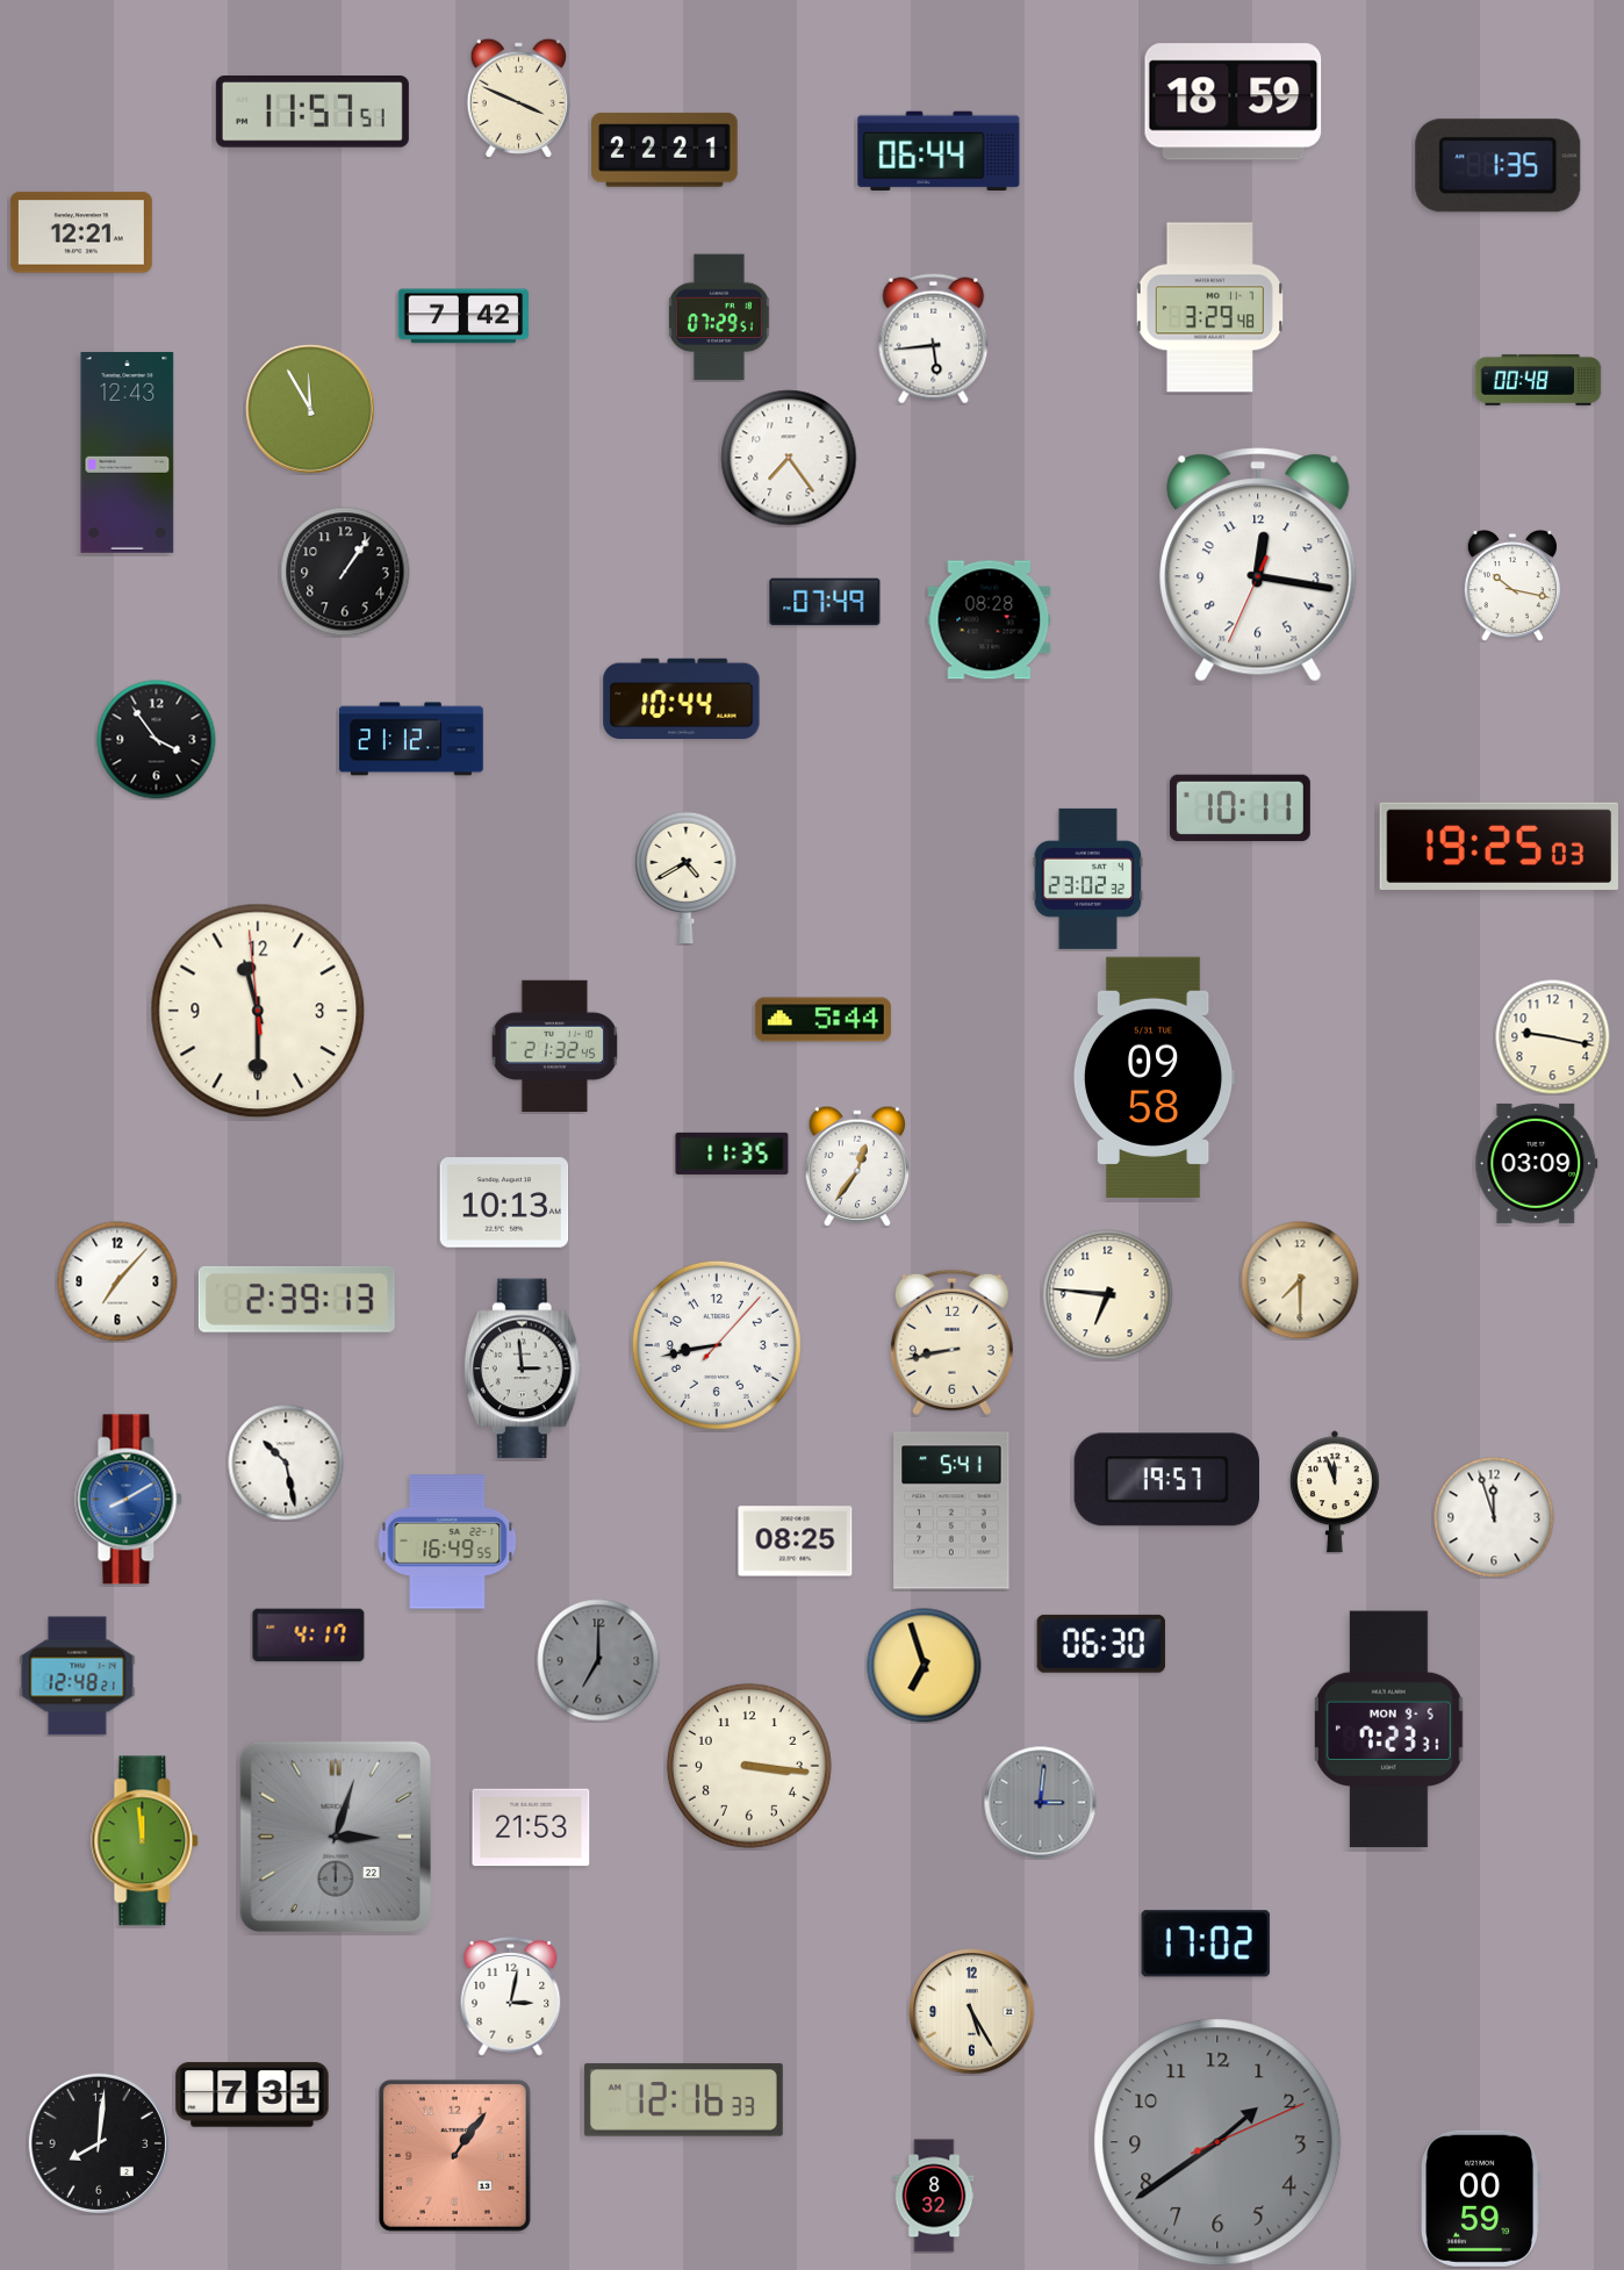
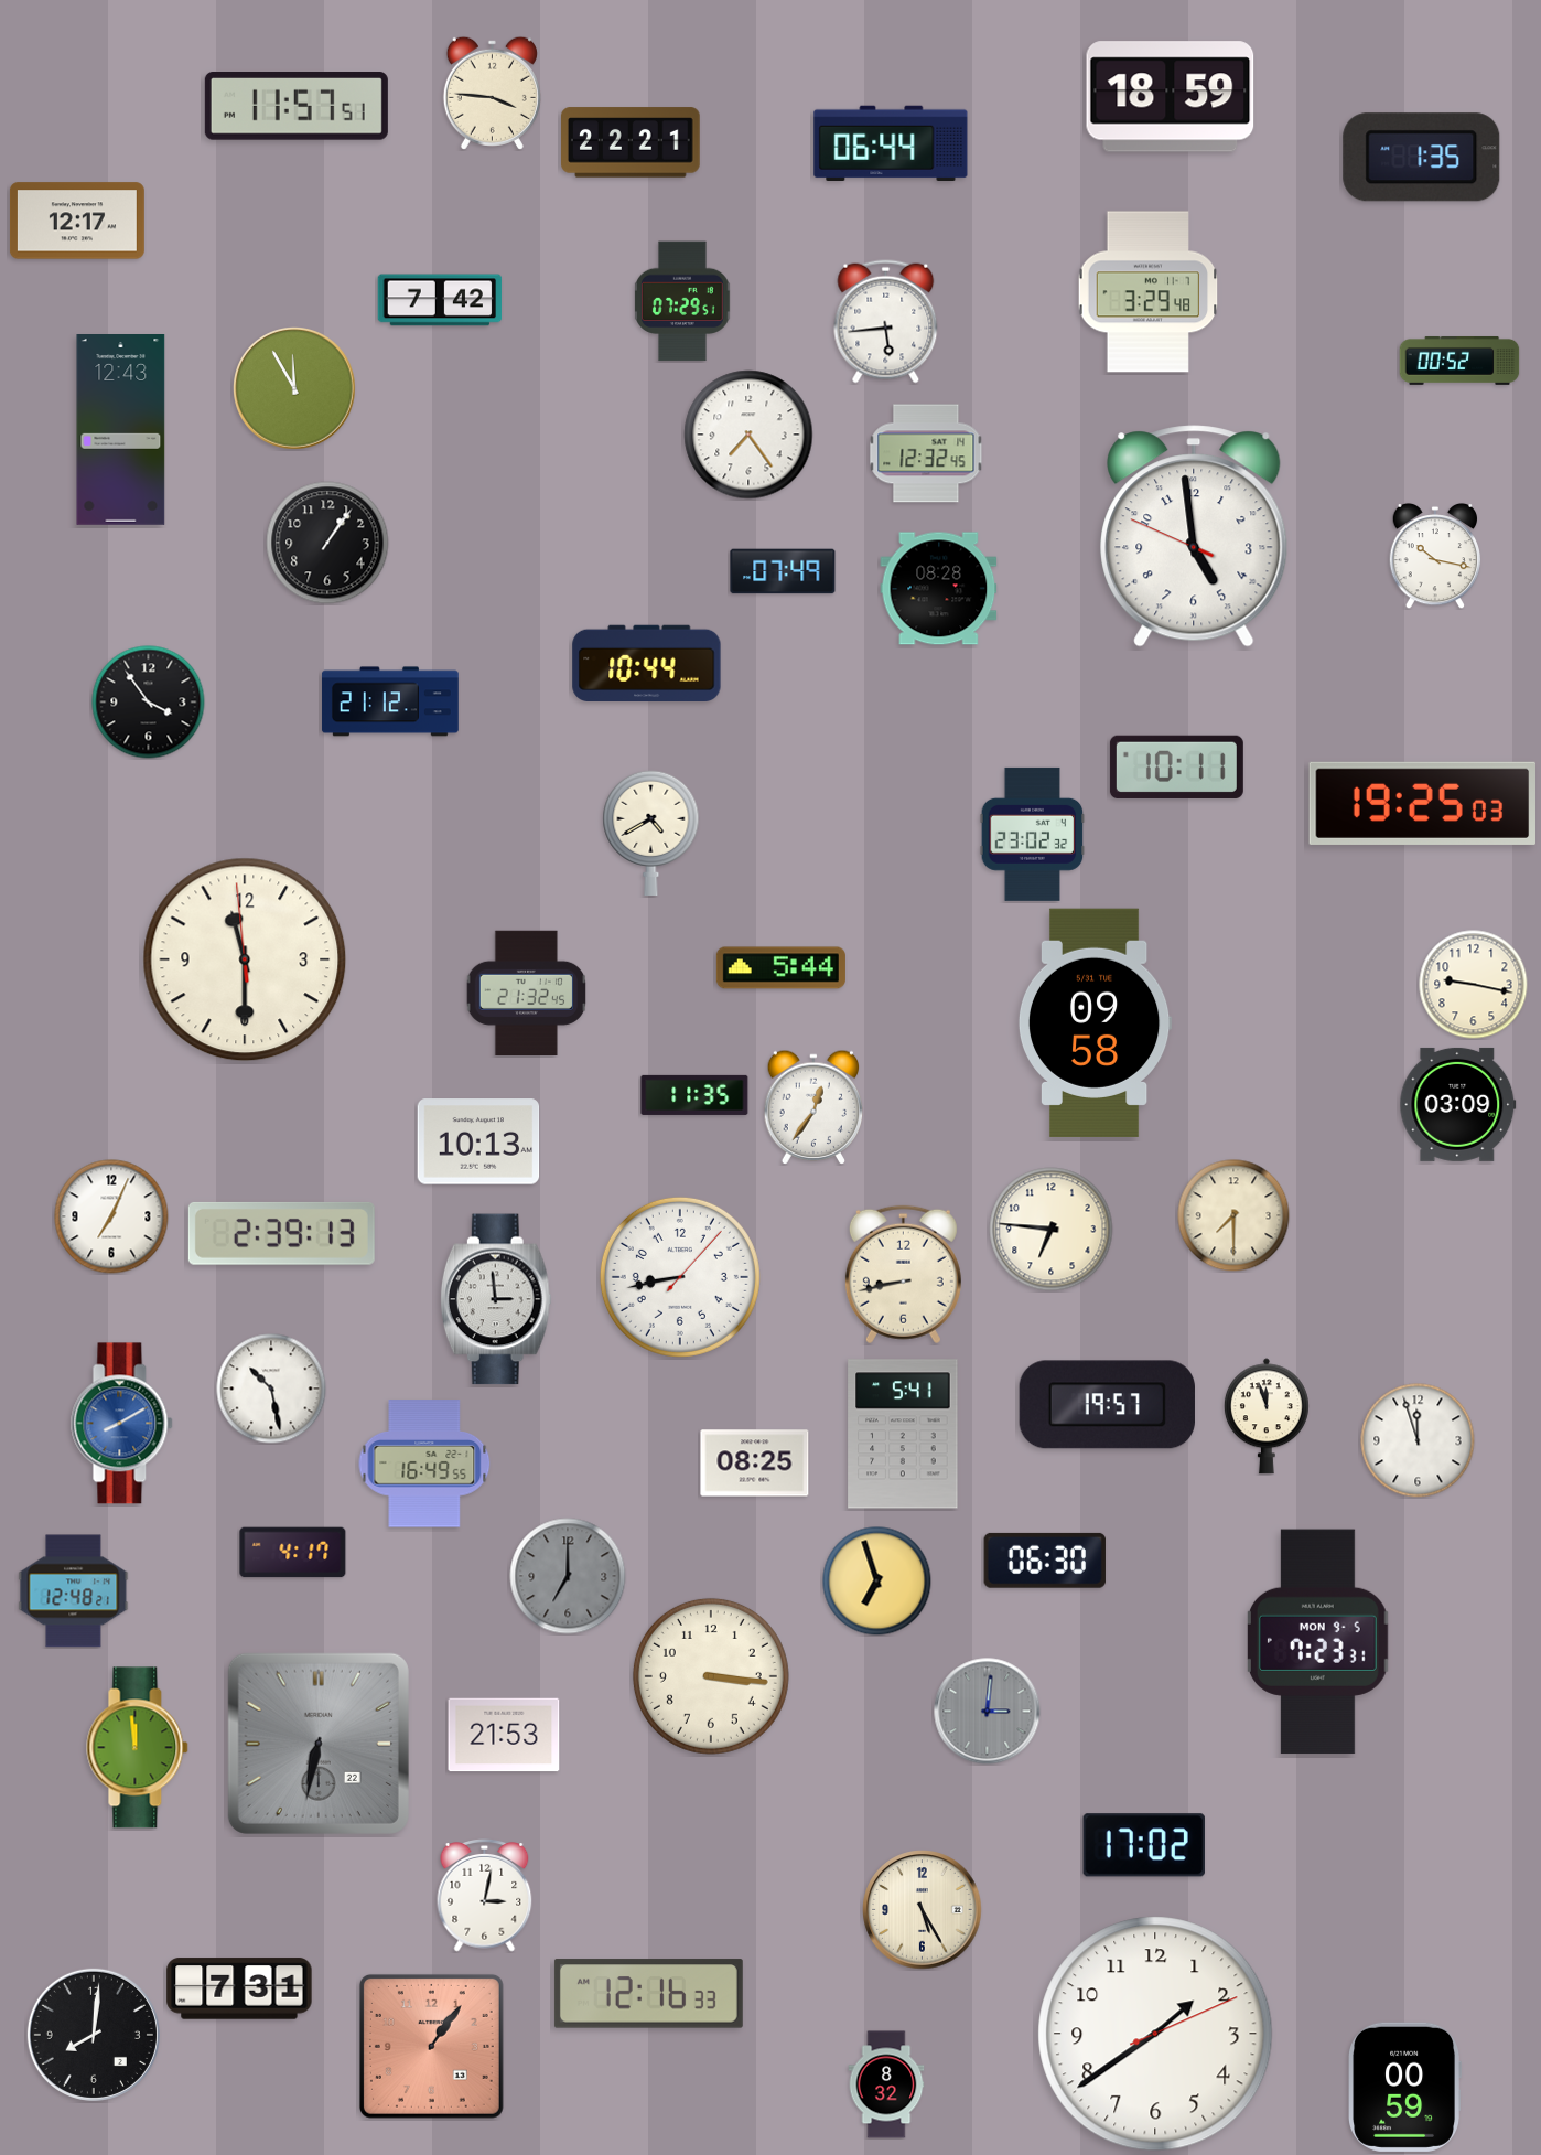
clock at (518, 98): 3:49 -> 3:46
clock at (81, 232): 12:21 -> 12:17
clock at (1538, 380): 00:48 -> 00:52
clock at (926, 453): none -> 12:32
clock at (1258, 565): 12:16 -> 4:58
clock at (117, 1281): 7:07 -> 7:04
clock at (336, 1837): 3:03 -> 6:32
clock at (1217, 2142) dial: grey -> white
